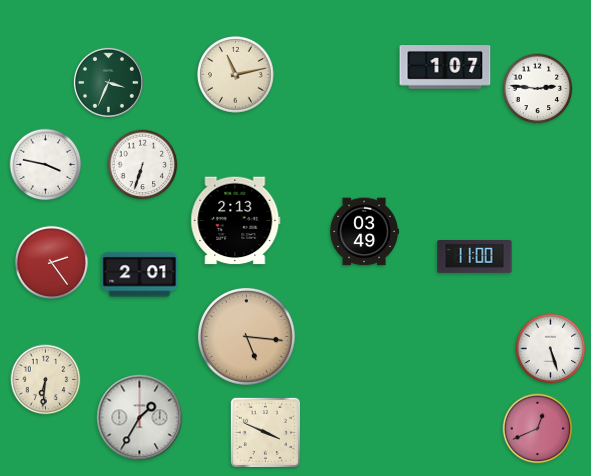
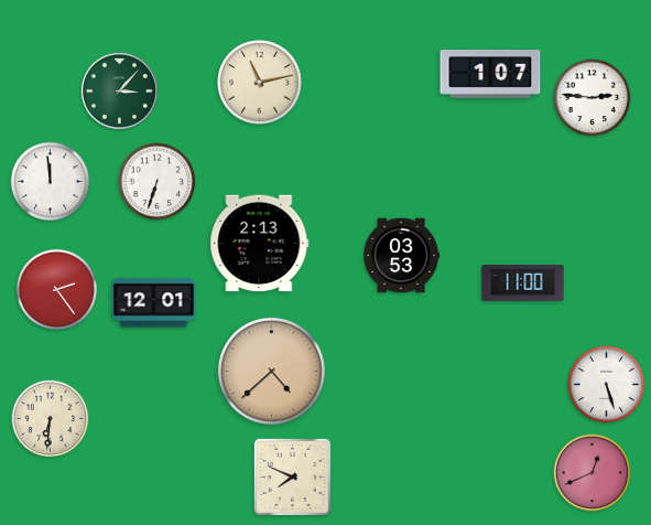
clock at (108, 82): 3:34 -> 3:07
clock at (46, 165): 3:47 -> 11:59
clock at (364, 232): 03:49 -> 03:53
clock at (140, 275): 2:01 -> 12:01
clock at (246, 336): 5:16 -> 4:38
clock at (140, 418): 1:35 -> none
clock at (265, 432): 3:49 -> 7:49
